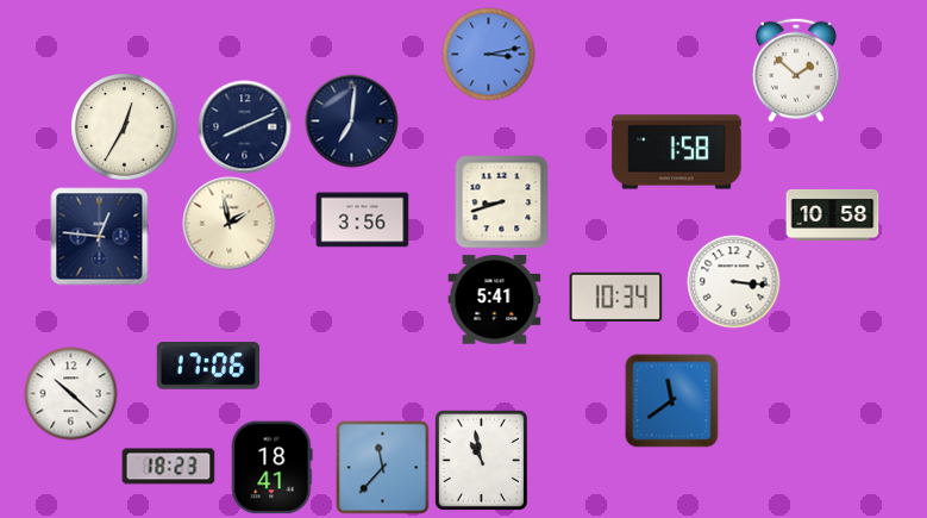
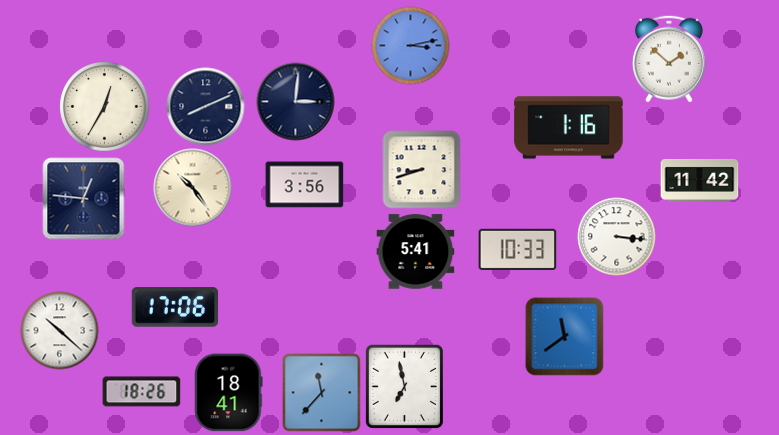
clock at (351, 120): 7:01 -> 3:01
clock at (677, 152): 1:58 -> 1:16
clock at (832, 214): 10:58 -> 11:42
clock at (228, 223): 1:58 -> 10:24
clock at (615, 298): 10:34 -> 10:33
clock at (481, 460): 10:58 -> 6:58
clock at (168, 467): 18:23 -> 18:26
